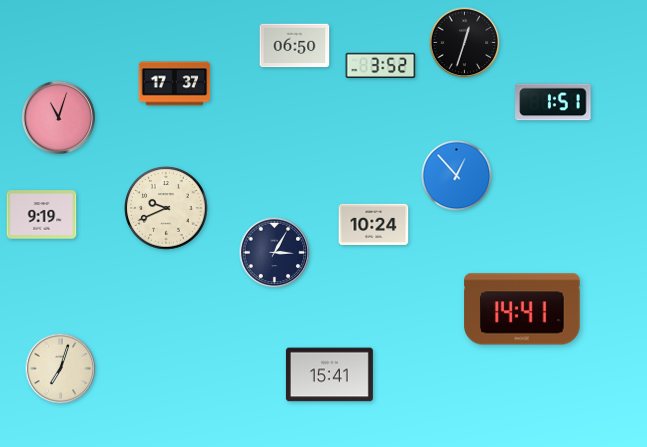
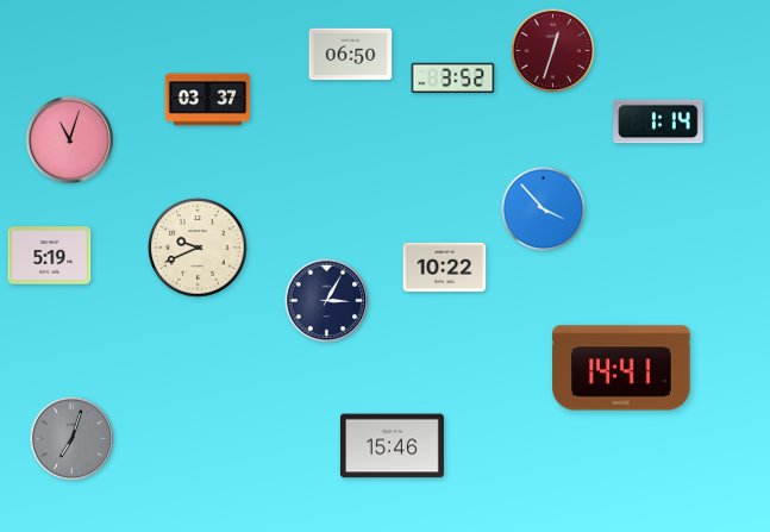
clock at (465, 43) dial: black -> burgundy
clock at (175, 84): 17:37 -> 03:37
clock at (553, 102): 1:51 -> 1:14
clock at (457, 176): 12:53 -> 3:53
clock at (42, 215): 9:19 -> 5:19
clock at (374, 224): 10:24 -> 10:22
clock at (61, 369) dial: cream -> grey
clock at (329, 375): 15:41 -> 15:46
